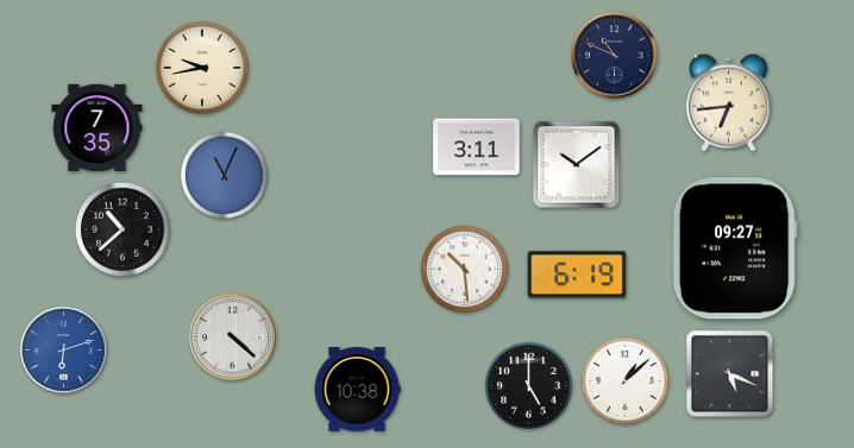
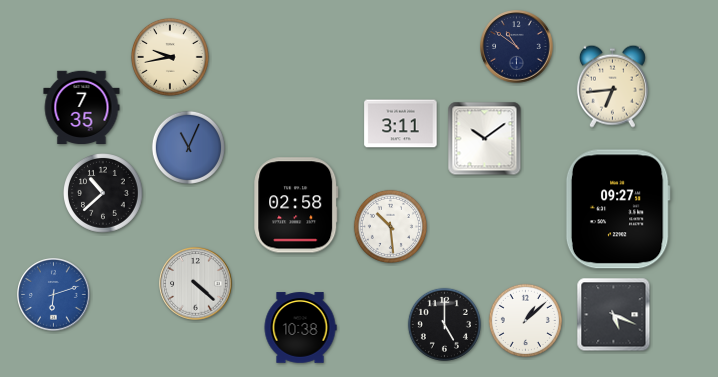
clock at (615, 56): 10:49 -> 10:51
clock at (296, 205): none -> 02:58
clock at (577, 275): 6:19 -> none
